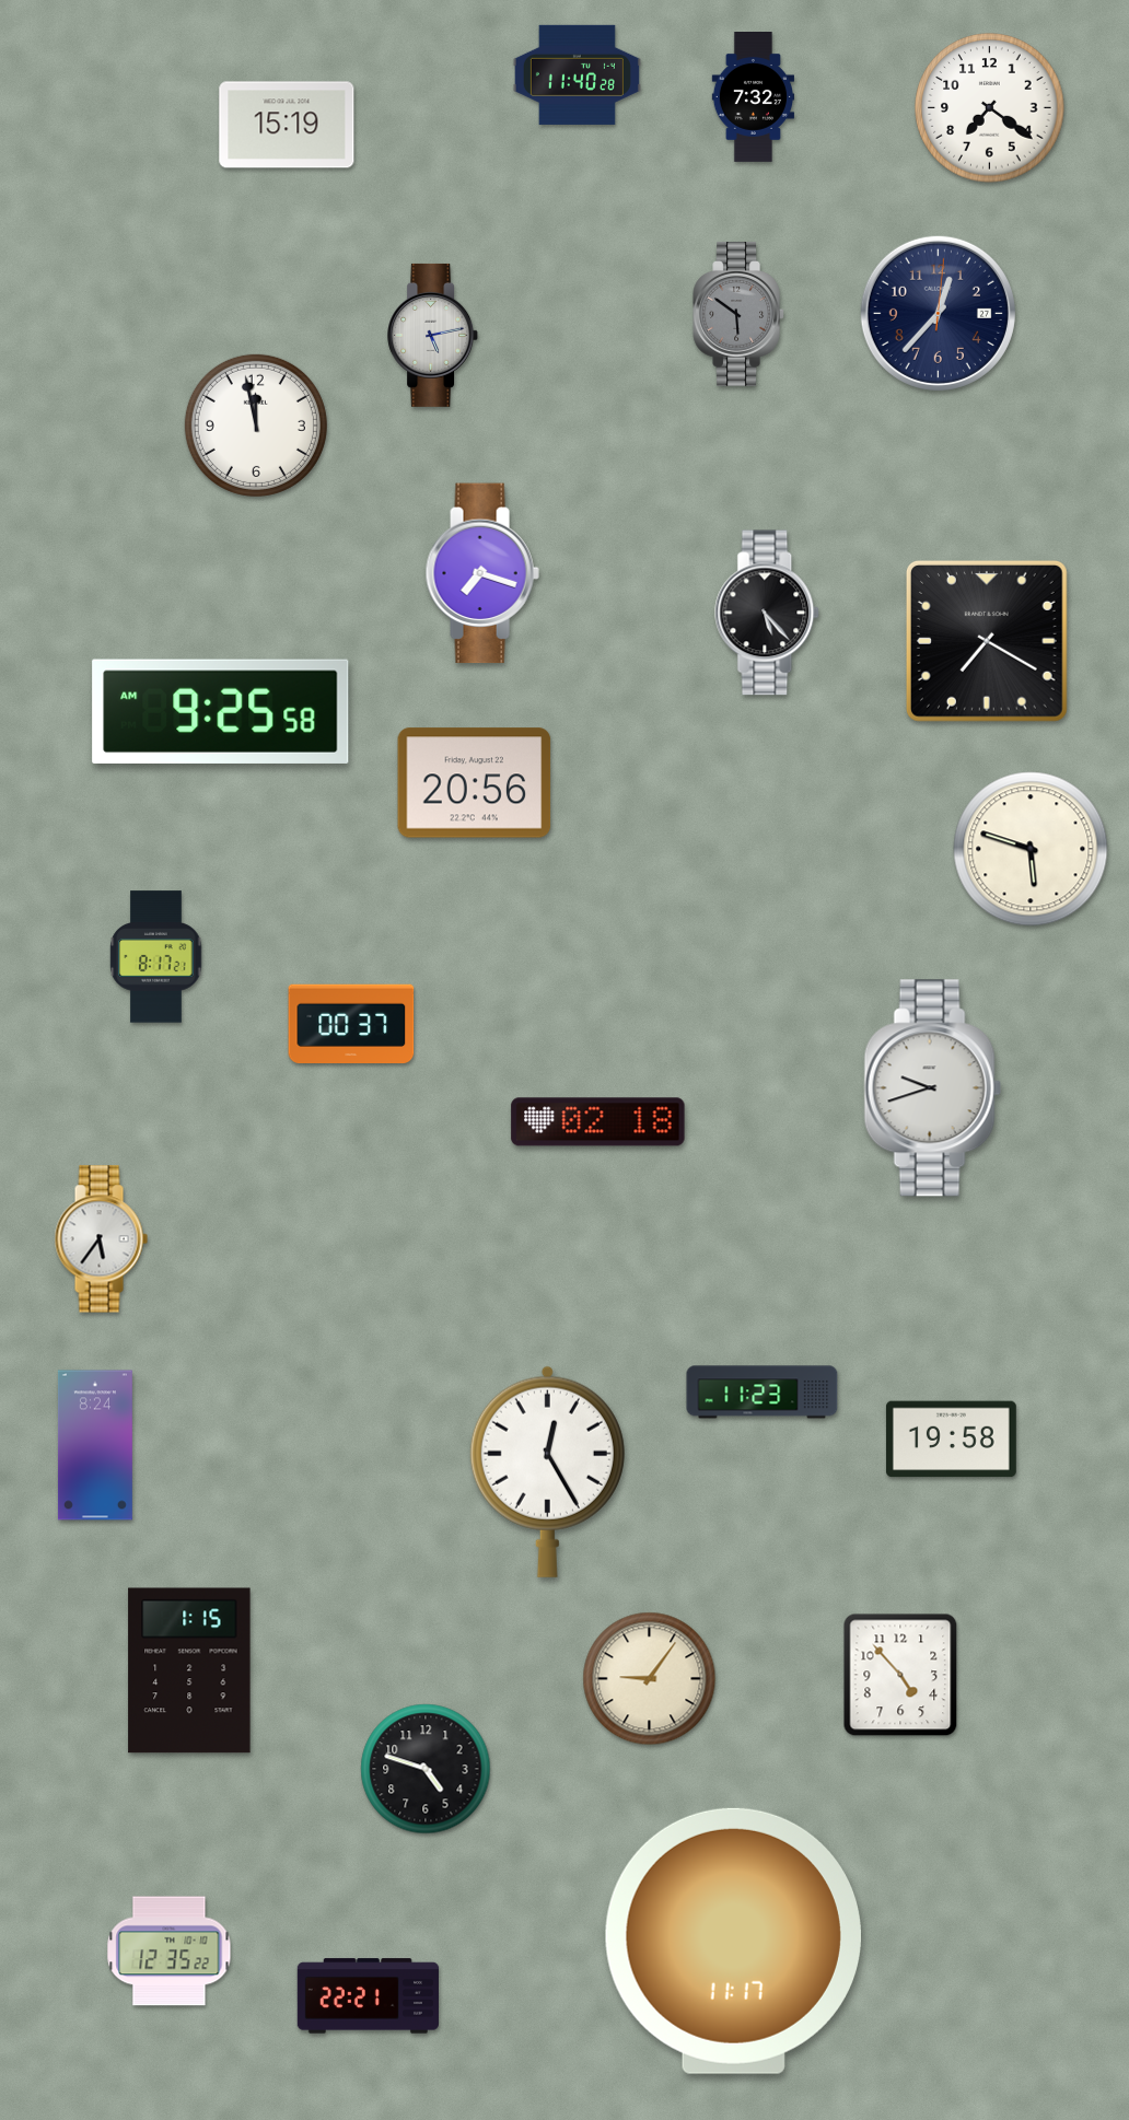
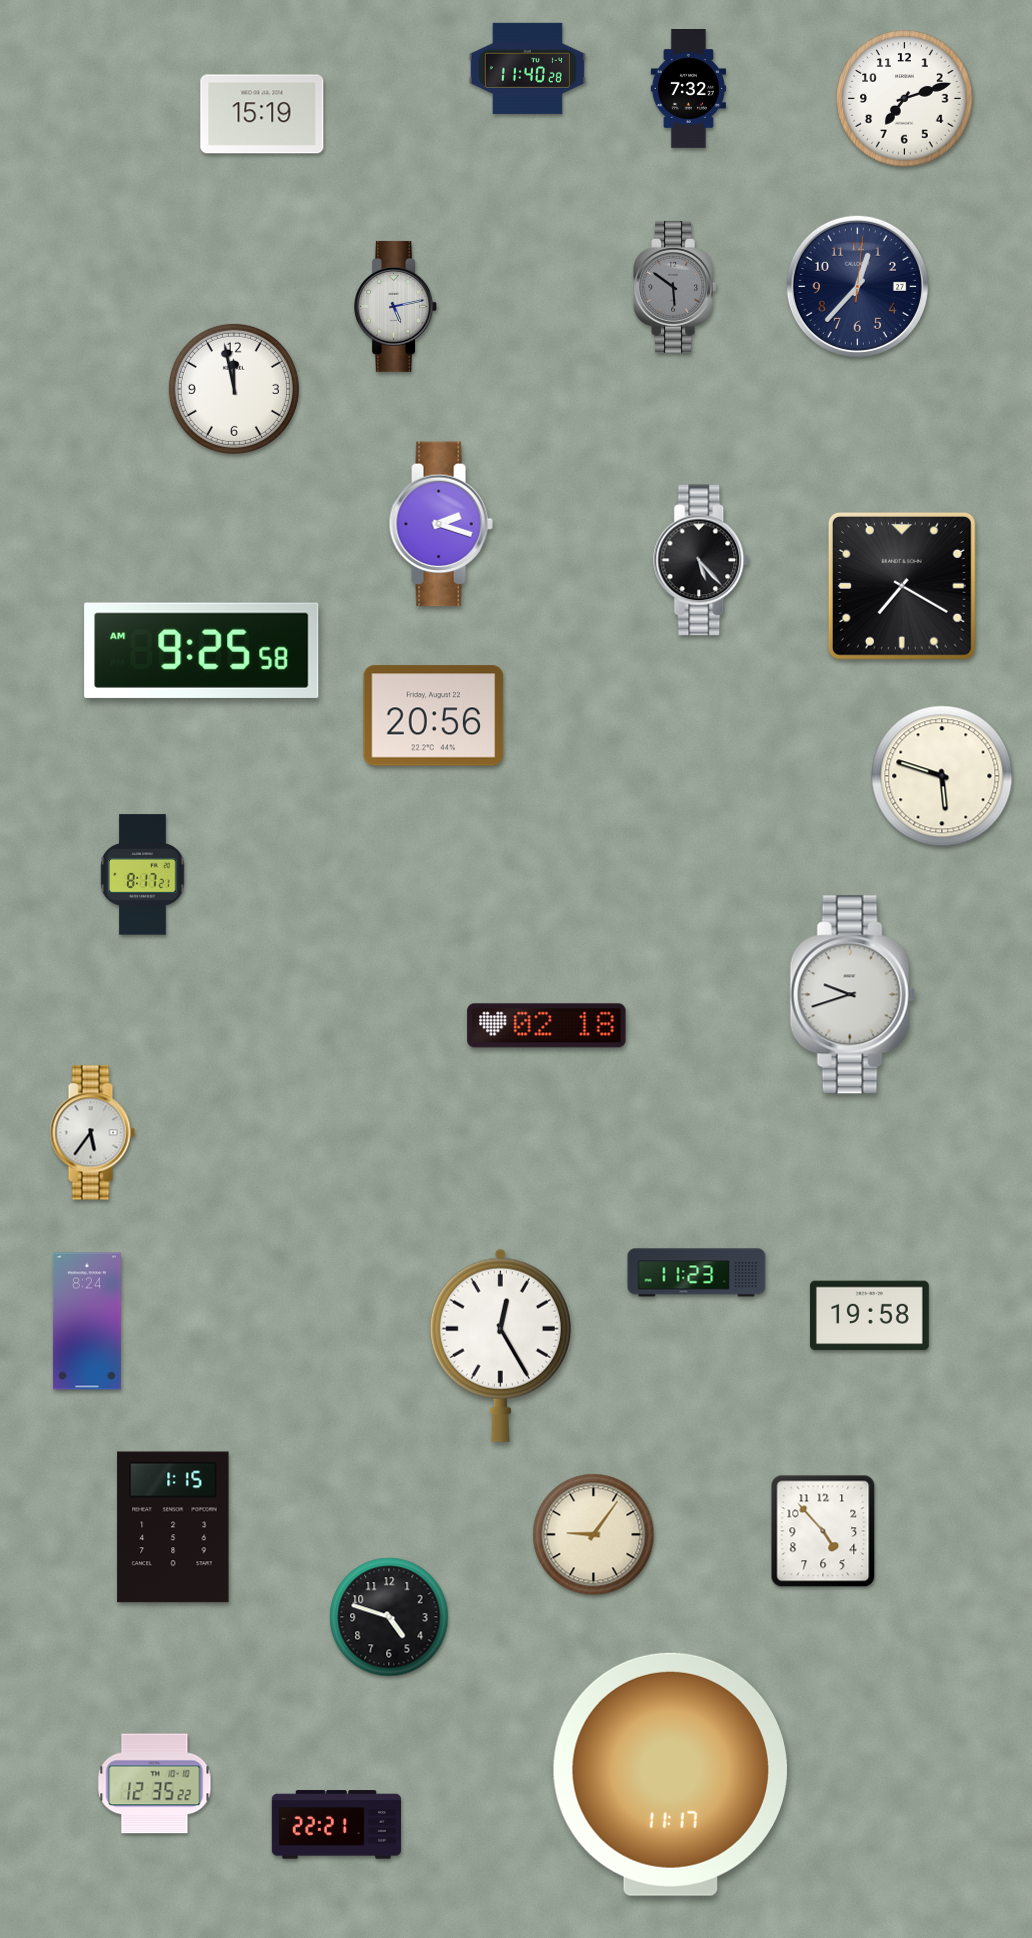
clock at (990, 108): 7:21 -> 7:12
clock at (482, 573): 7:18 -> 2:18
clock at (351, 1023): 00:37 -> none
